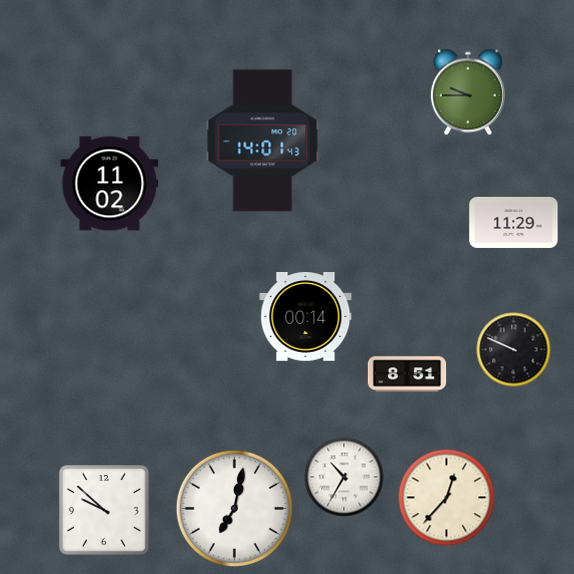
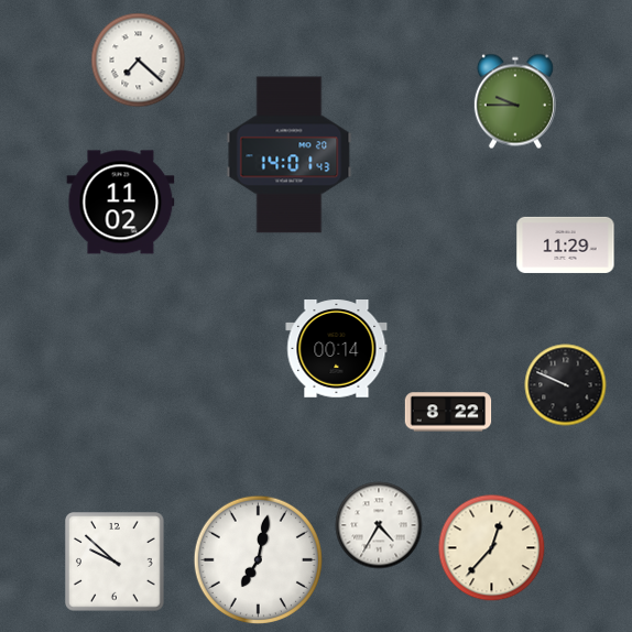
clock at (139, 61): none -> 7:22
clock at (407, 374): 8:51 -> 8:22
clock at (344, 477): 10:35 -> 4:35
